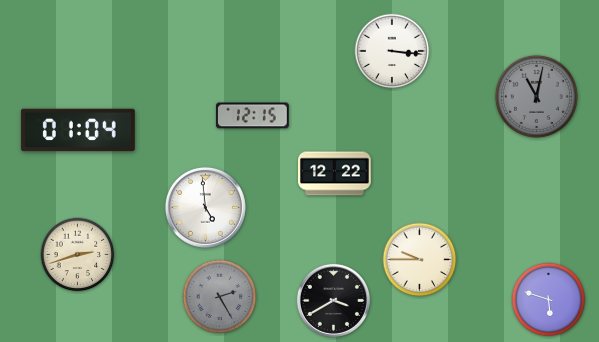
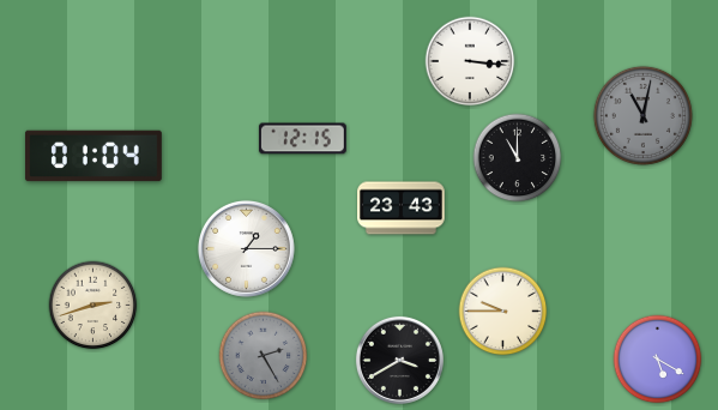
clock at (518, 158): none -> 11:00
clock at (335, 174): 12:22 -> 23:43
clock at (205, 207): 4:59 -> 1:15
clock at (549, 300): 5:48 -> 5:20
